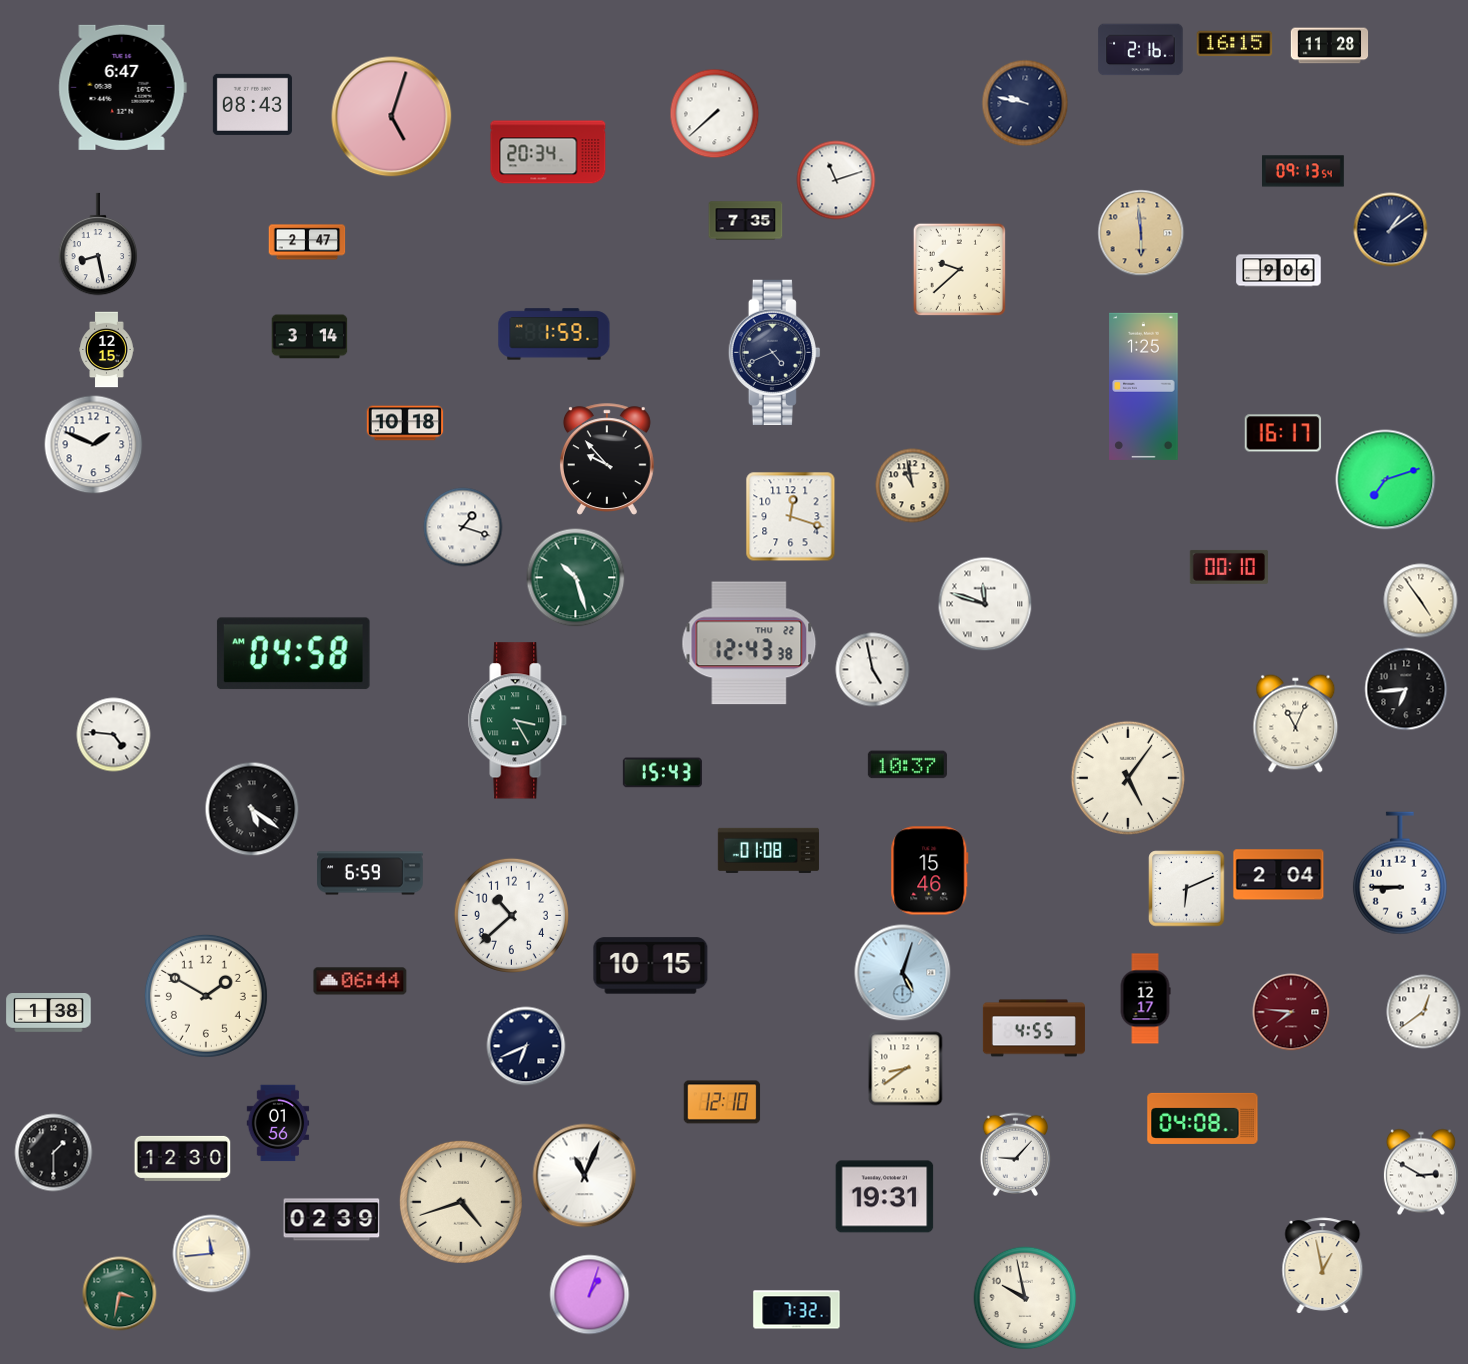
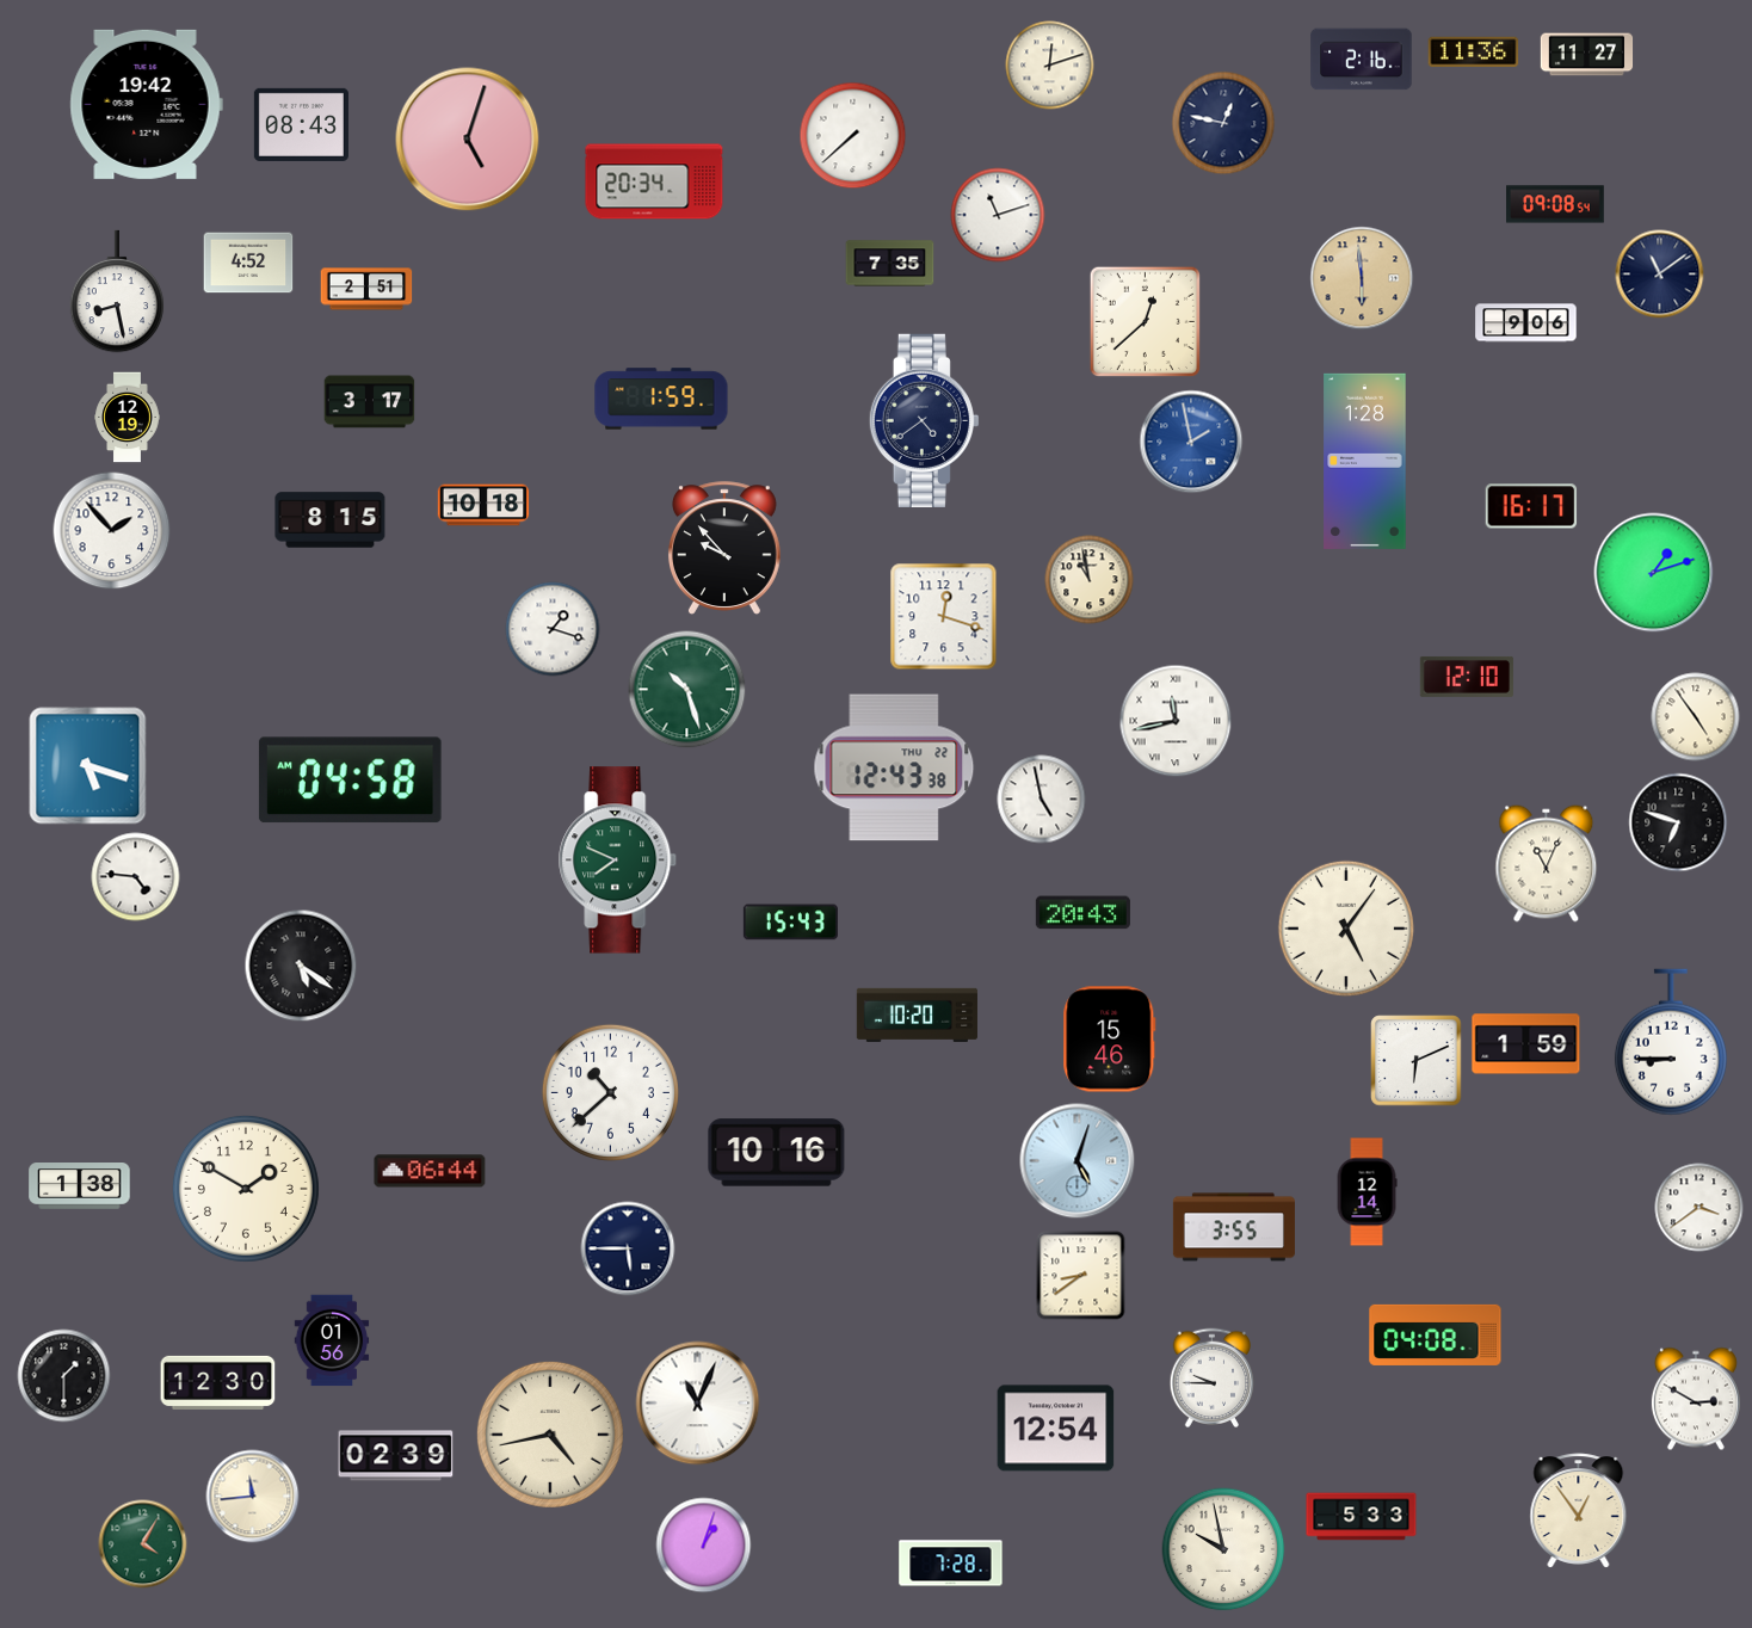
clock at (1235, 44): 16:15 -> 11:36
clock at (1330, 46): 11:28 -> 11:27
clock at (1050, 66): none -> 12:12
clock at (122, 87): 6:47 -> 19:42
clock at (1025, 103): 9:47 -> 12:47
clock at (1304, 171): 09:13 -> 09:08
clock at (248, 263): none -> 4:52
clock at (1391, 230): 1:09 -> 11:09
clock at (307, 242): 2:47 -> 2:51
clock at (959, 269): 9:38 -> 12:38
clock at (310, 337): 3:14 -> 3:17
clock at (107, 350): 12:15 -> 12:19
clock at (774, 352): 4:41 -> 4:39
clock at (1191, 442): none -> 1:58
clock at (1144, 386): 1:25 -> 1:28
clock at (1283, 433) position: (1283, 433) -> (1531, 506)
clock at (331, 520): none -> 8:15
clock at (94, 445): 1:49 -> 1:53
clock at (1386, 480): 7:12 -> 1:12
clock at (1229, 567): 00:10 -> 12:10
clock at (985, 604): 11:48 -> 11:43
clock at (88, 766): none -> 5:18
clock at (1406, 689): 6:44 -> 6:48
clock at (518, 721): 3:25 -> 7:49
clock at (907, 765): 10:37 -> 20:43
clock at (768, 850): 01:08 -> 10:20
clock at (370, 873): 6:59 -> none
clock at (1279, 875): 2:04 -> 1:59
clock at (651, 966): 10:15 -> 10:16
clock at (1145, 999): 12:17 -> 12:14
clock at (1291, 1012): 7:46 -> none
clock at (1424, 1012): 12:39 -> 3:39
clock at (49, 1013) position: (49, 1013) -> (80, 1186)
clock at (1034, 1028): 4:55 -> 3:55
clock at (526, 1046): 6:41 -> 5:45
clock at (722, 1102): 12:10 -> none
clock at (1016, 1154): 9:07 -> 9:45
clock at (885, 1197): 19:31 -> 12:54
clock at (461, 1202): 4:42 -> 4:43
clock at (1323, 1266): 12:58 -> 12:54
clock at (1362, 1517): none -> 5:33
clock at (120, 1294): 3:32 -> 4:05
clock at (797, 1310): 7:32 -> 7:28
